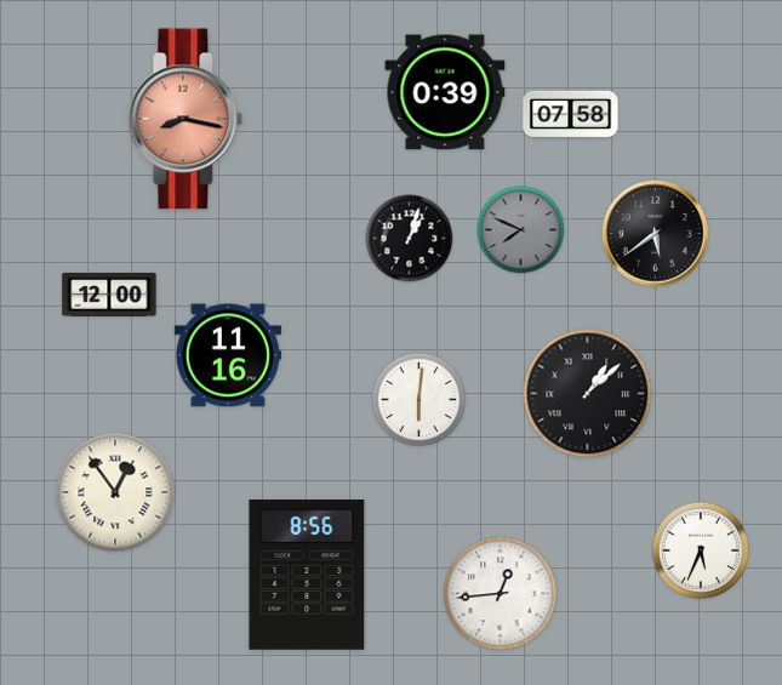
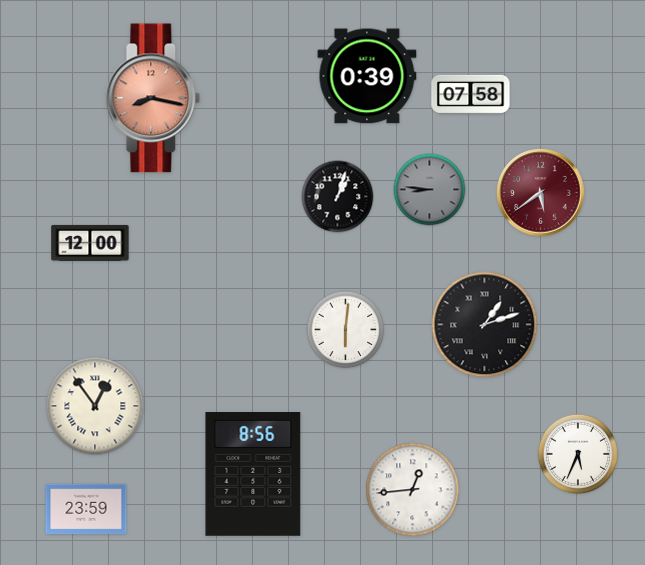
clock at (521, 230): 7:49 -> 8:46
clock at (656, 234) dial: black -> burgundy
clock at (228, 355): 11:16 -> none
clock at (588, 394): 1:08 -> 1:12
clock at (86, 509): none -> 23:59
